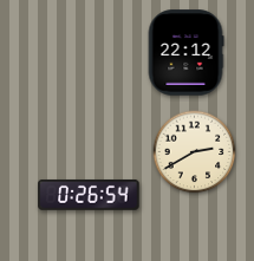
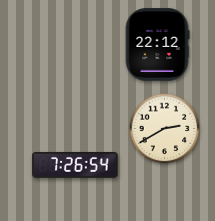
clock at (89, 195): 0:26 -> 7:26
